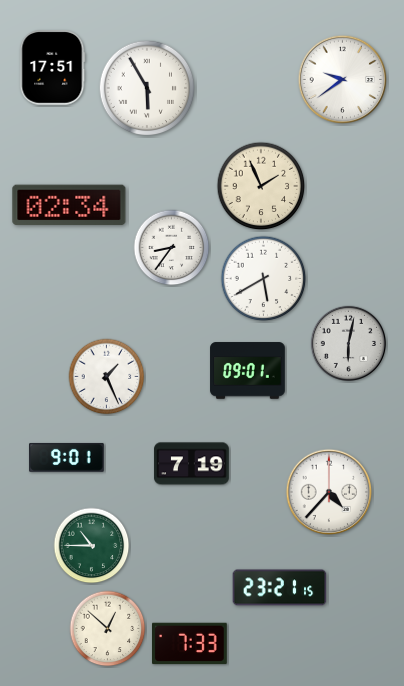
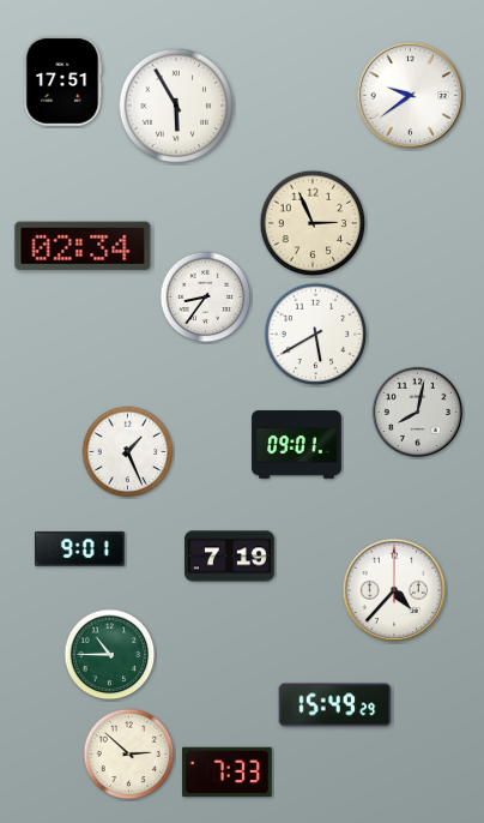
clock at (261, 186): 1:56 -> 2:56
clock at (348, 343): 6:02 -> 8:02
clock at (280, 588): 23:21 -> 15:49
clock at (108, 629): 12:52 -> 2:52
